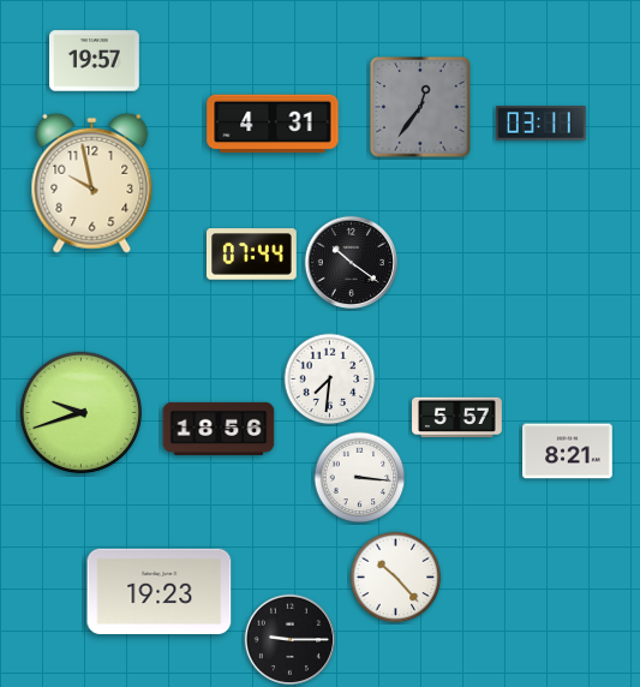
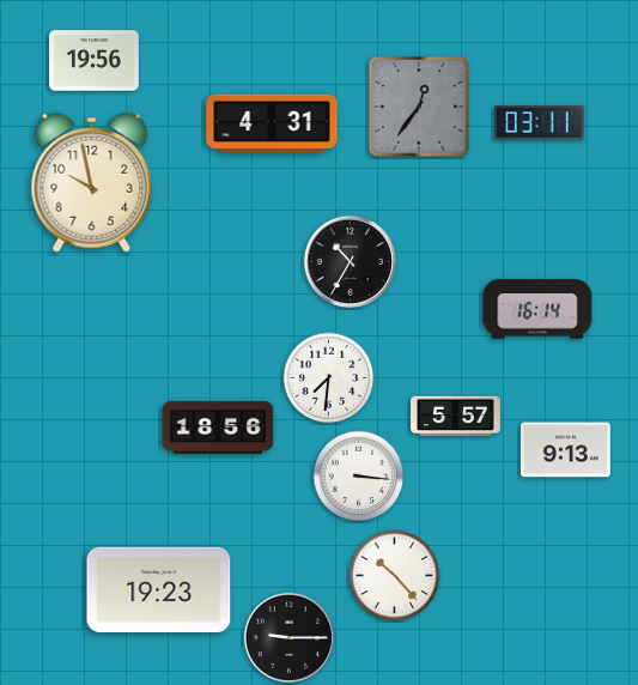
clock at (95, 61): 19:57 -> 19:56
clock at (252, 255): 07:44 -> none
clock at (351, 262): 10:21 -> 10:35
clock at (537, 309): none -> 16:14
clock at (82, 413): 9:42 -> none
clock at (568, 452): 8:21 -> 9:13
